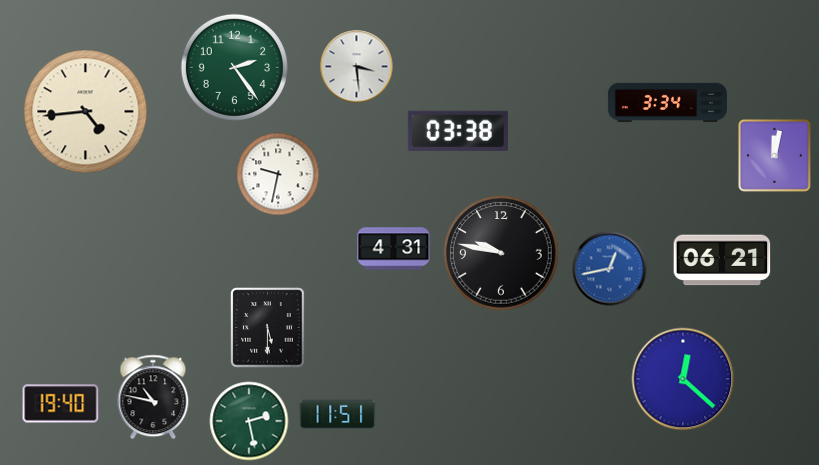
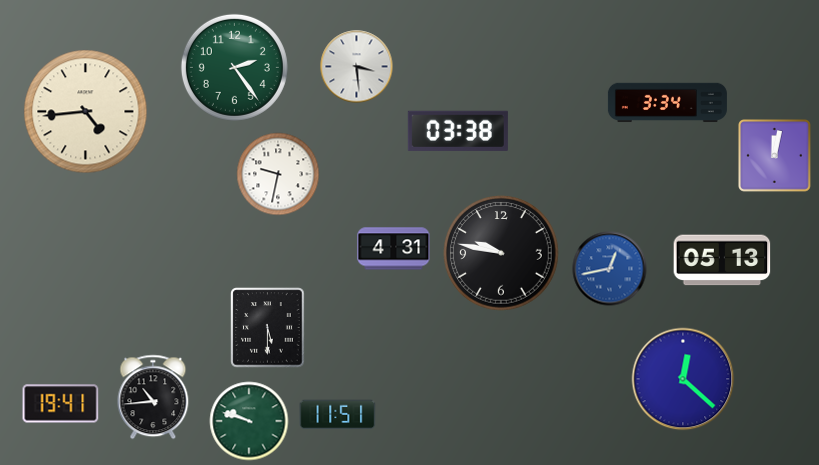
clock at (722, 260): 06:21 -> 05:13
clock at (153, 397): 10:47 -> 10:44
clock at (61, 404): 19:40 -> 19:41
clock at (249, 421): 2:28 -> 9:48
